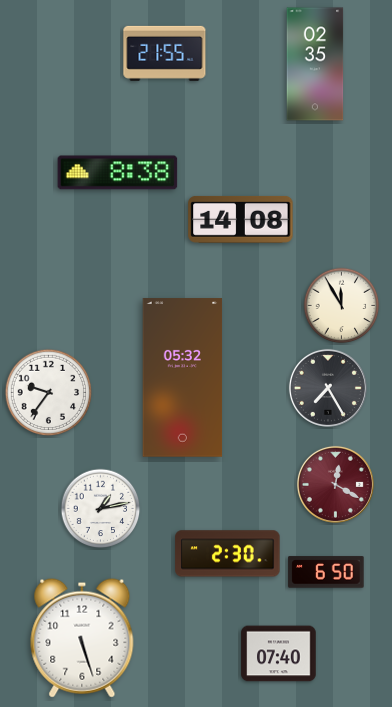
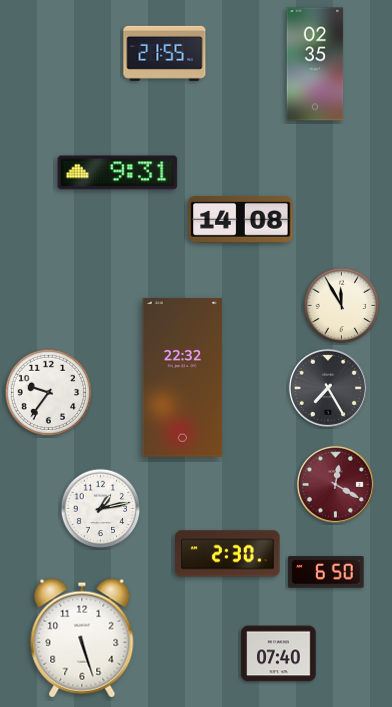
clock at (118, 173): 8:38 -> 9:31
clock at (183, 378): 05:32 -> 22:32
